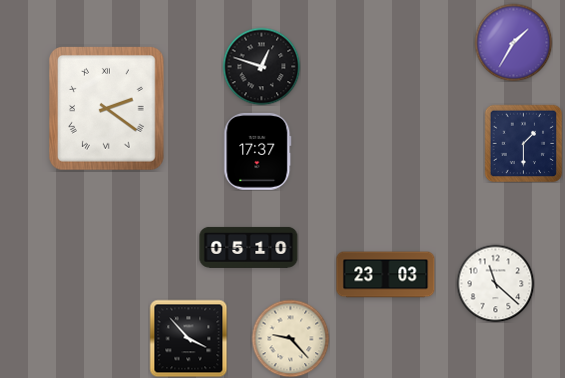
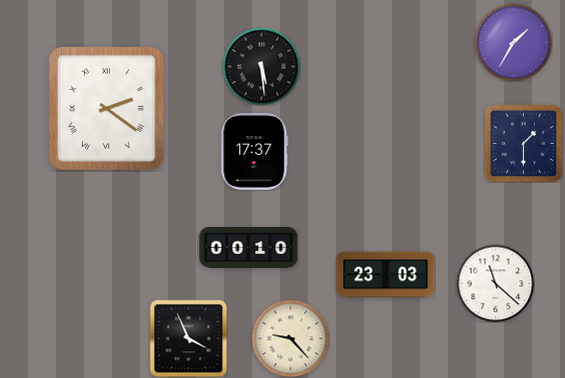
clock at (261, 66): 12:48 -> 5:29
clock at (258, 151) position: (258, 151) -> (255, 151)
clock at (249, 247): 05:10 -> 00:10
clock at (188, 338): 3:53 -> 3:56
